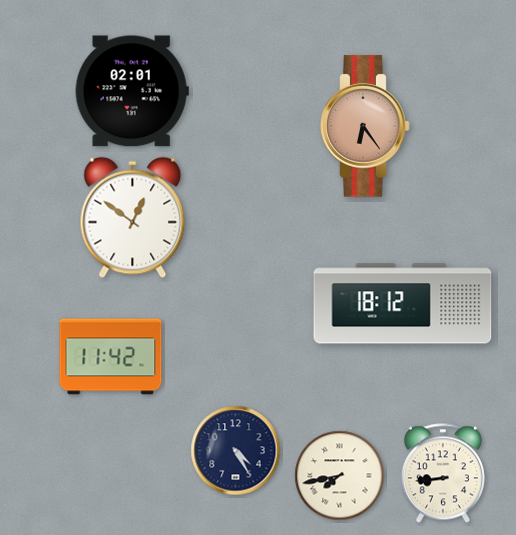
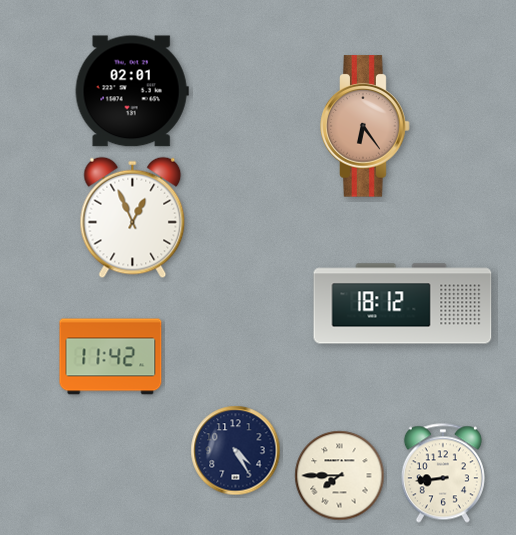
clock at (133, 218): 12:51 -> 12:56
clock at (340, 476): 7:43 -> 7:45
